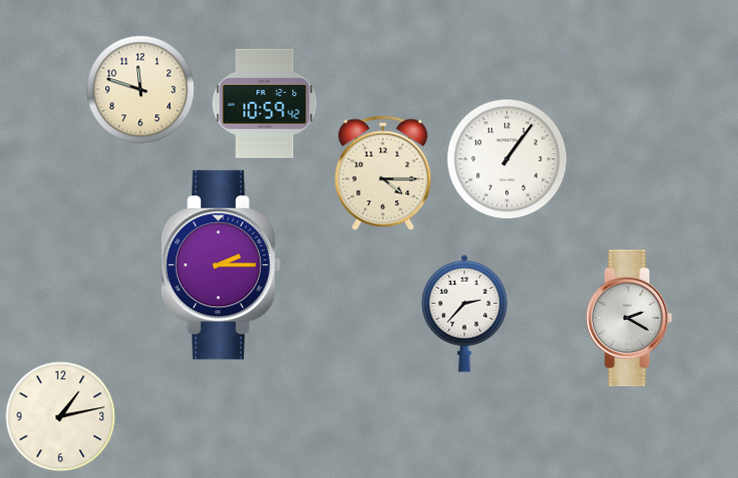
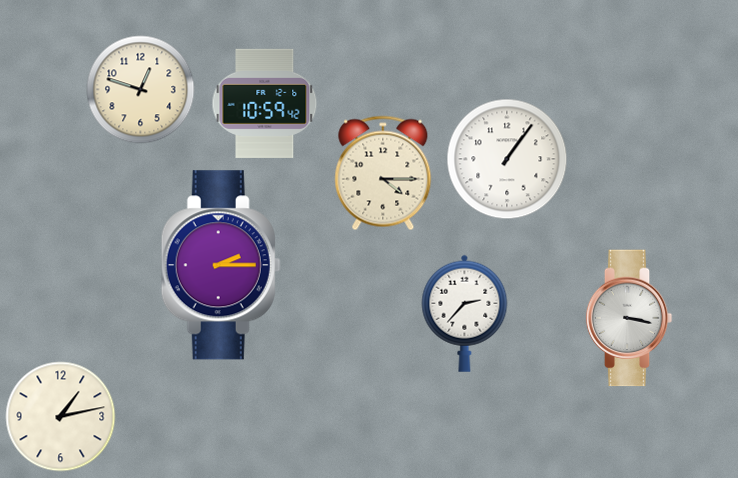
clock at (141, 90): 11:48 -> 12:48
clock at (629, 318): 2:20 -> 3:17
